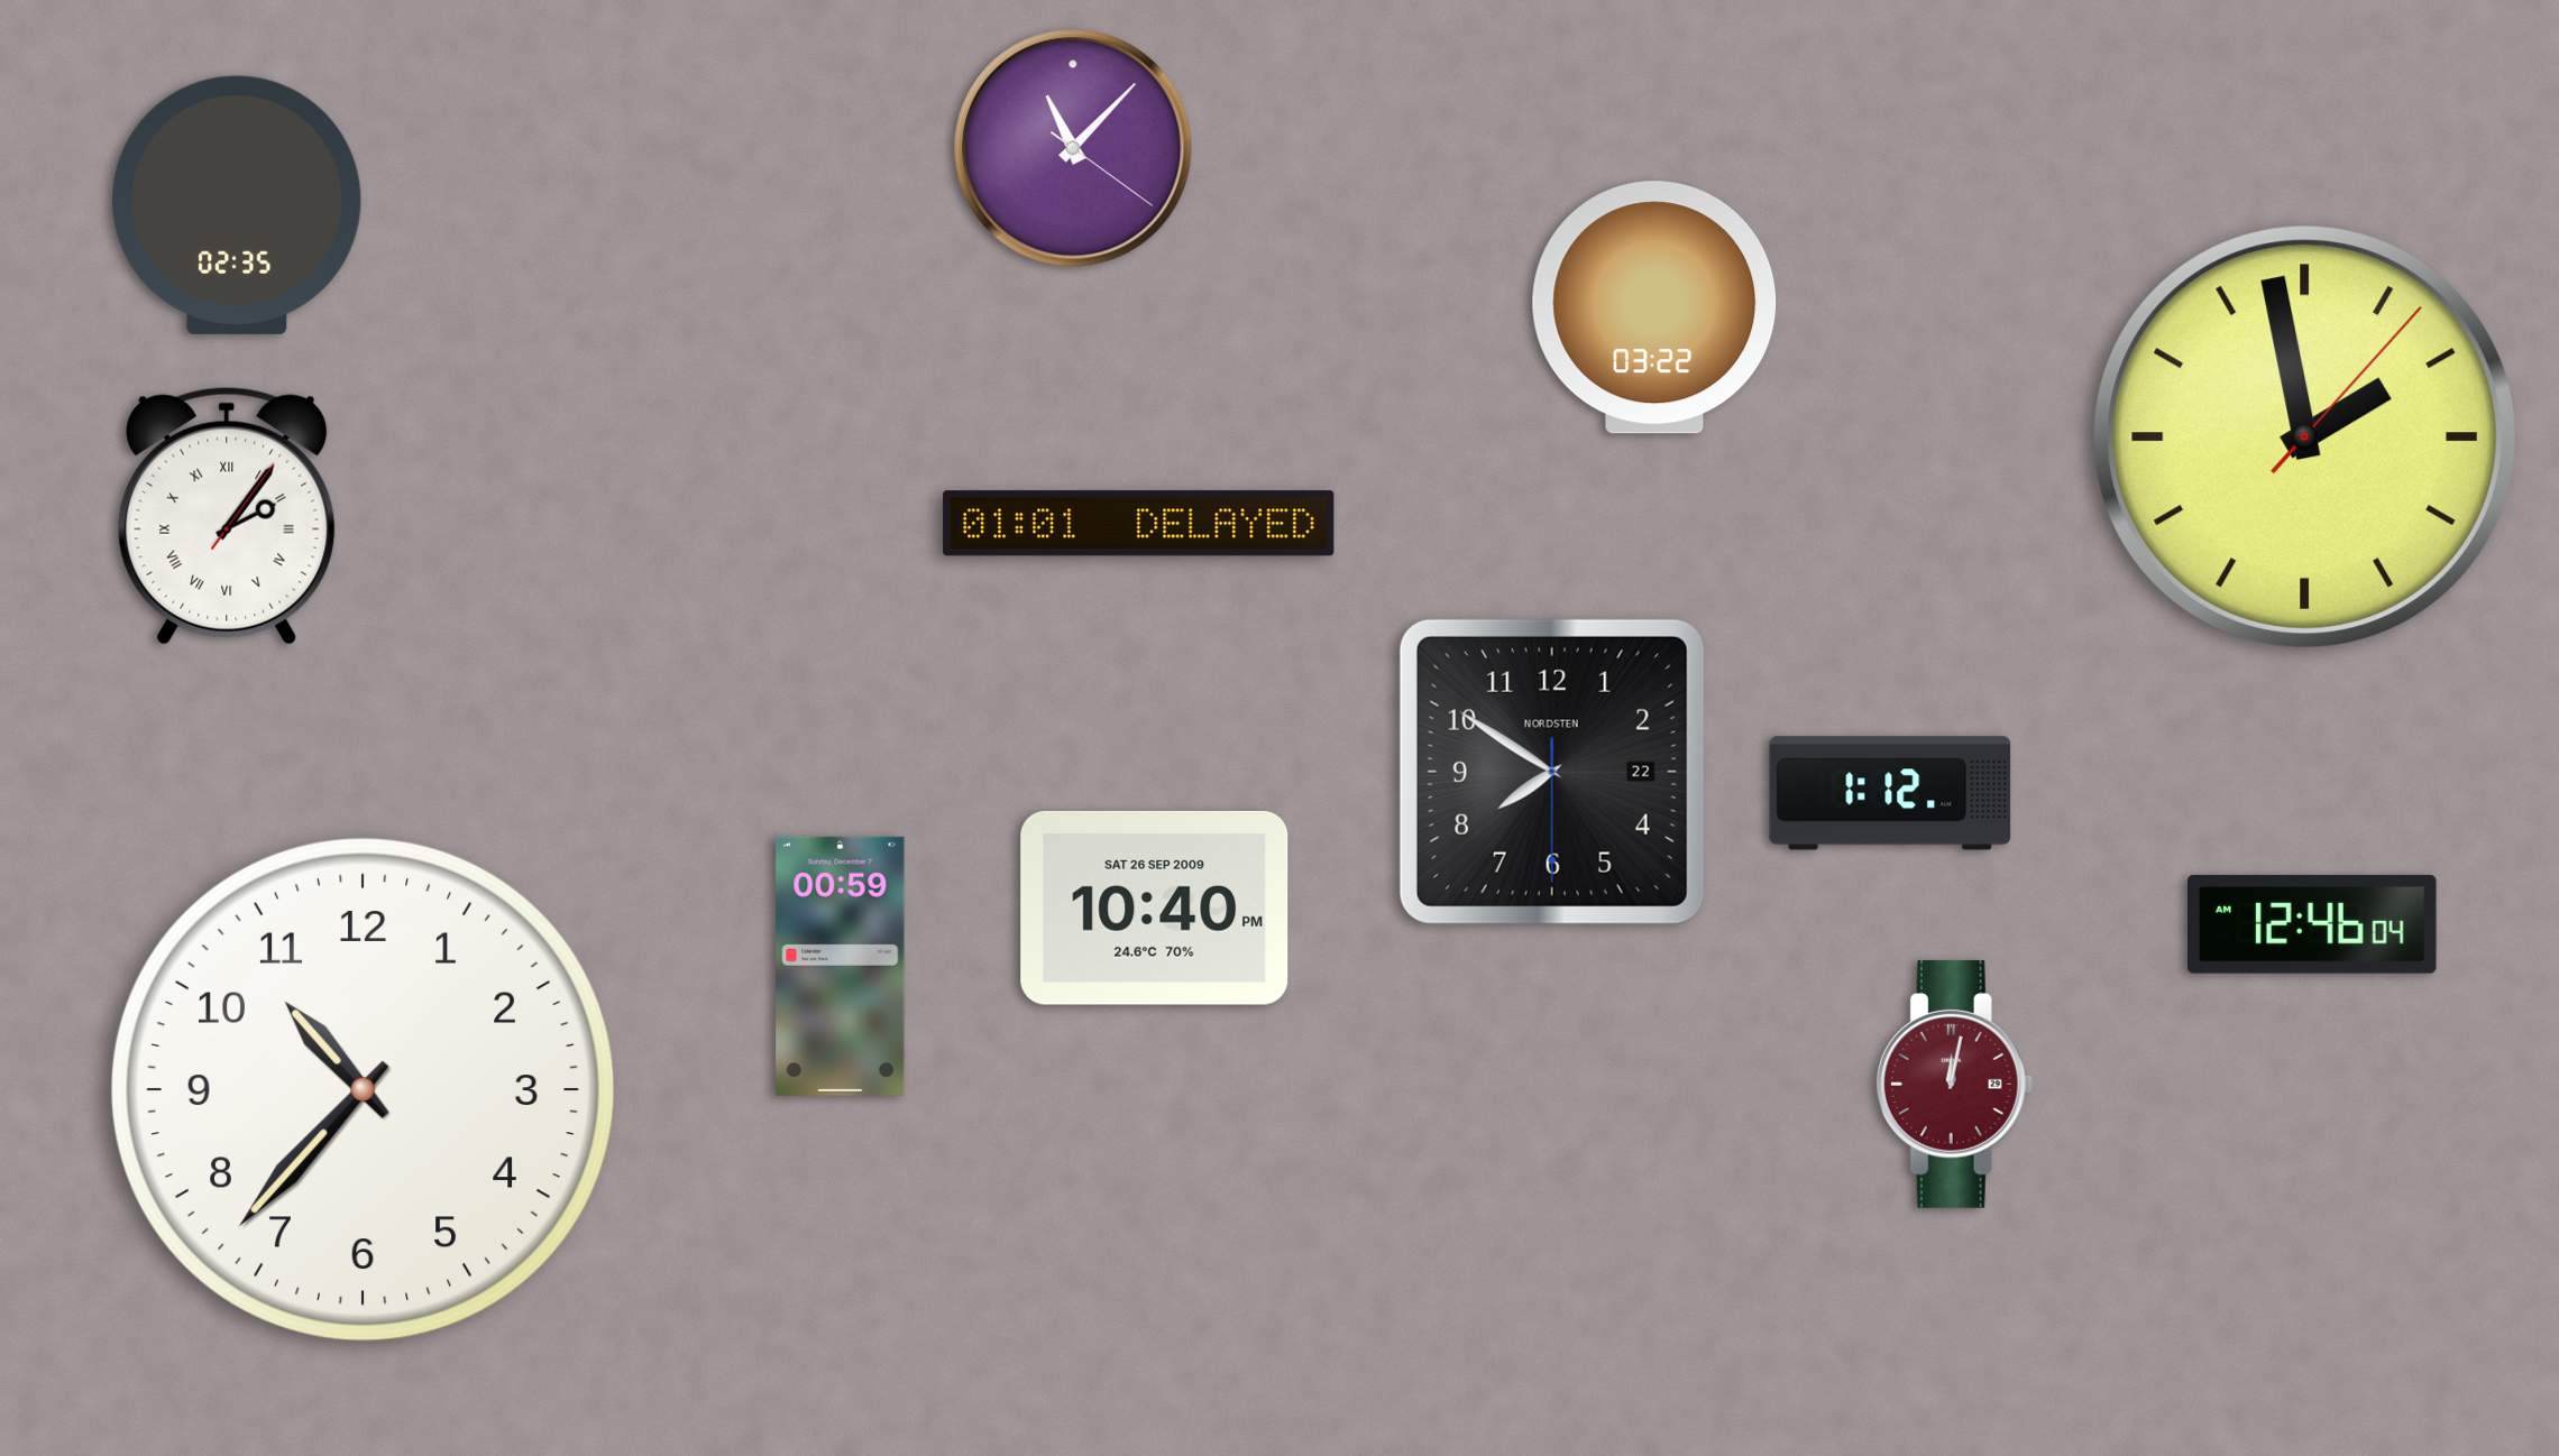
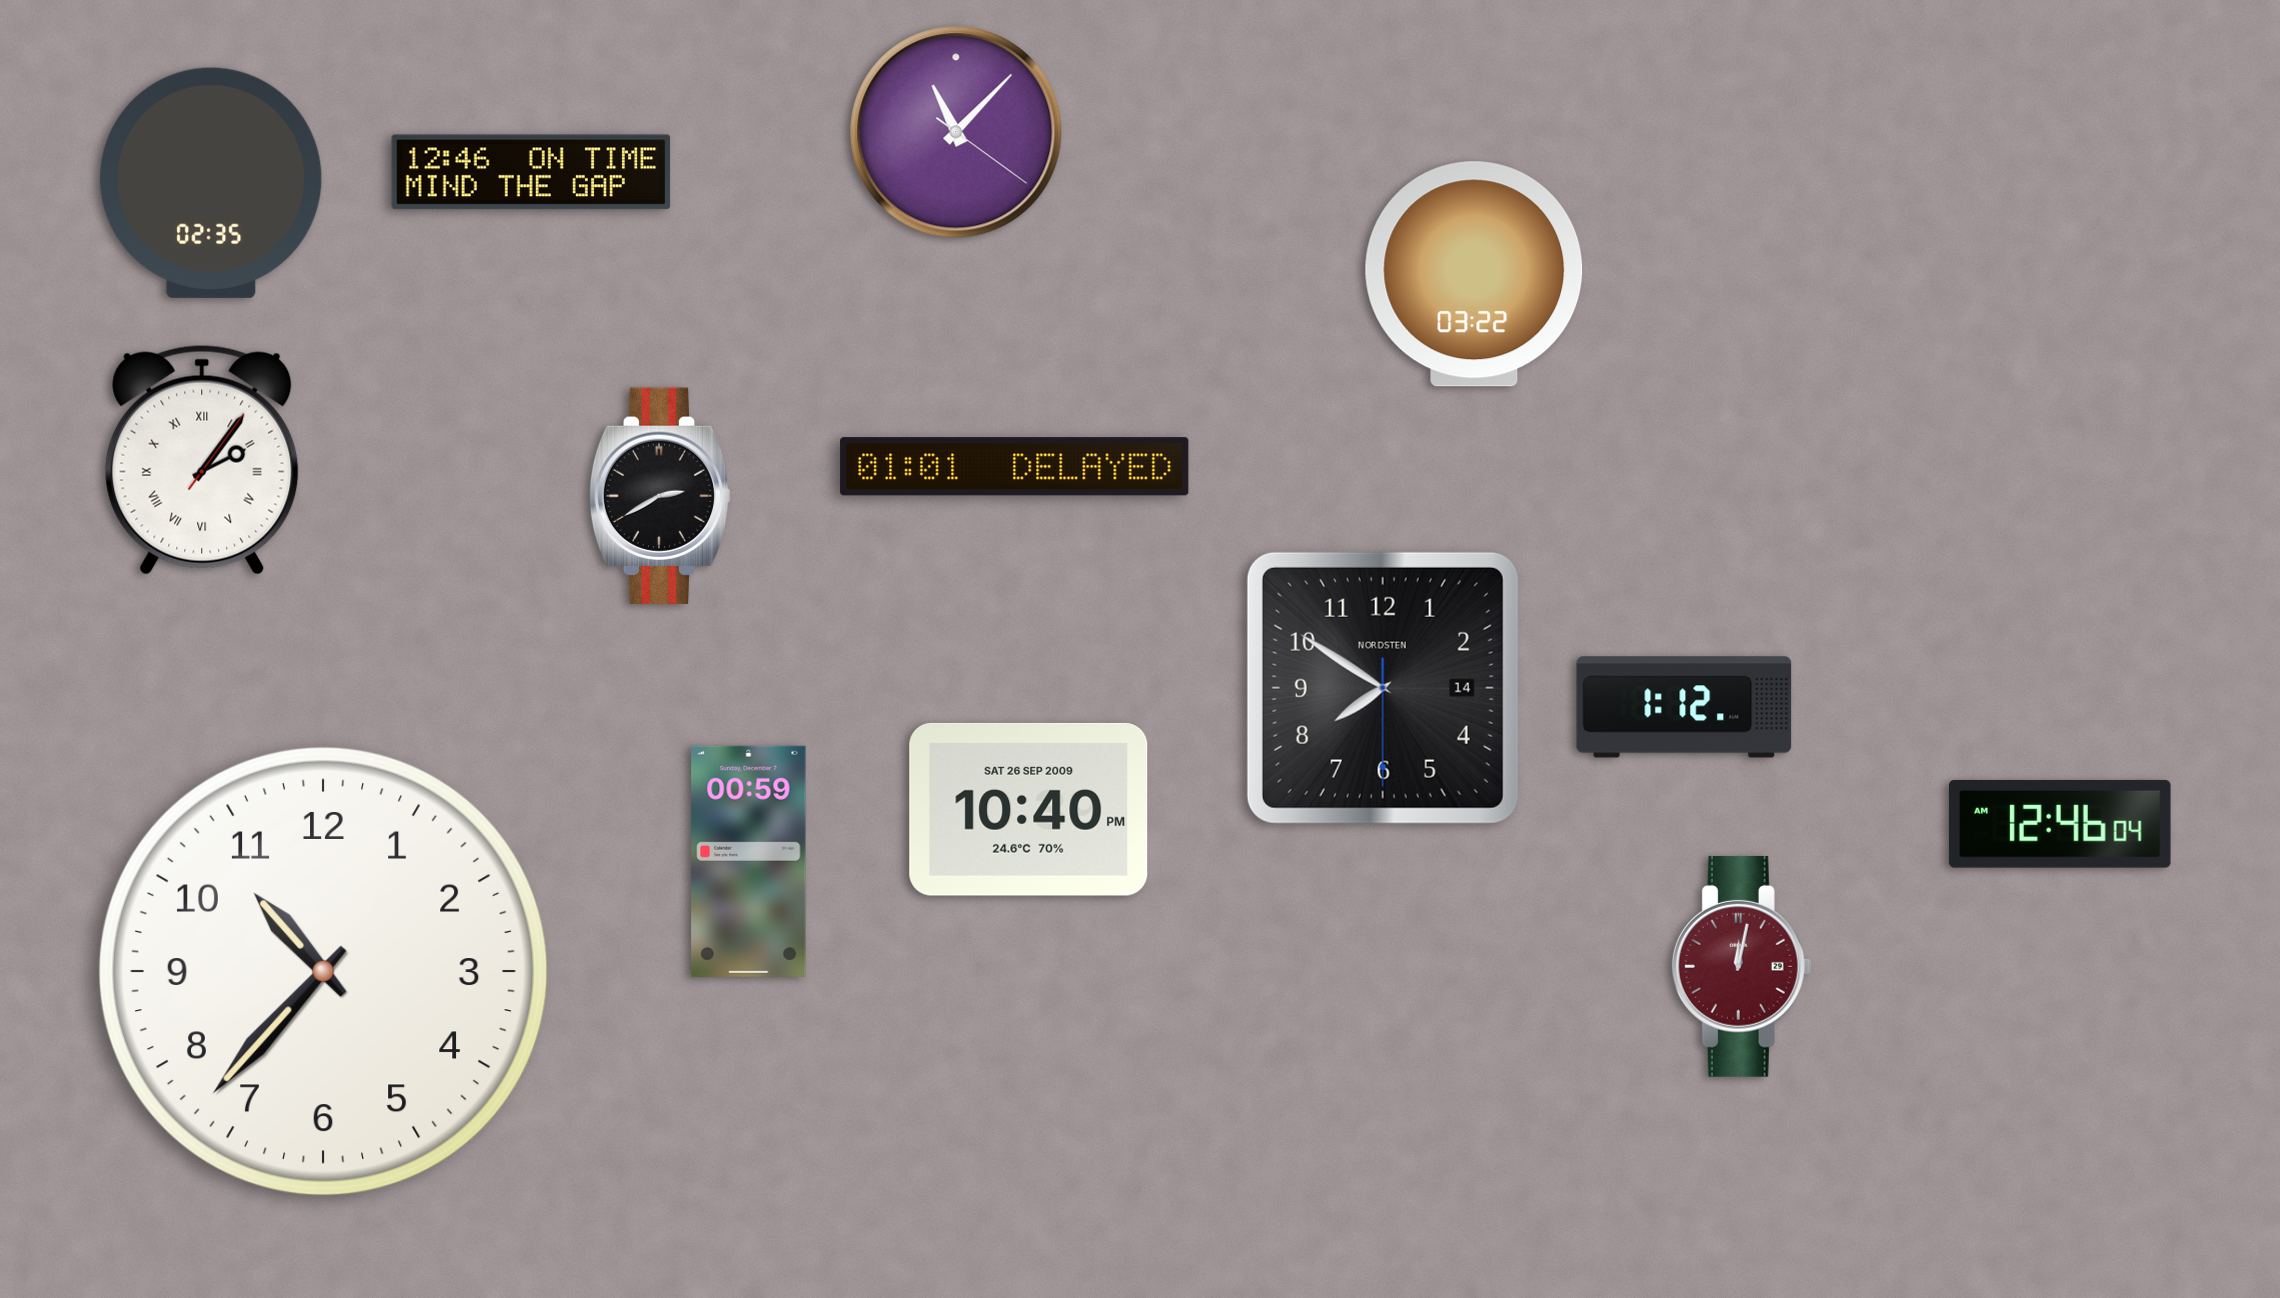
clock at (531, 172): none -> 12:46
clock at (2304, 436): 1:58 -> none
clock at (660, 495): none -> 2:40
clock at (1552, 772) date: 22 -> 14
